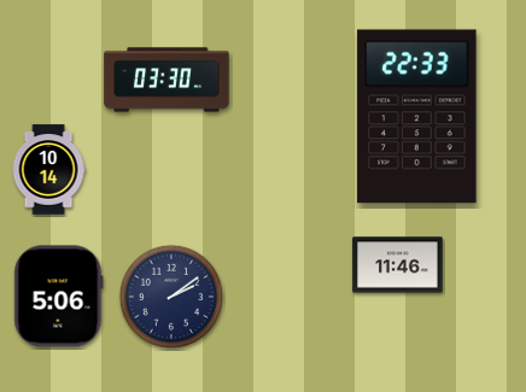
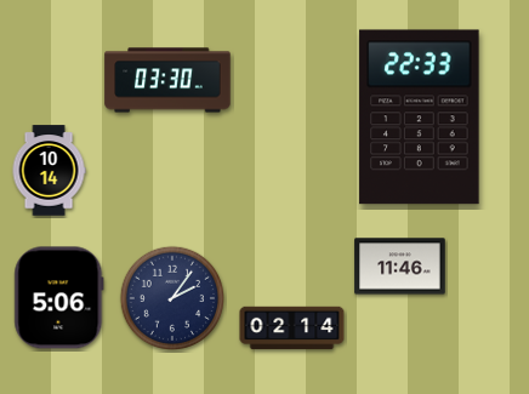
clock at (170, 296): 2:09 -> 2:06
clock at (292, 329): none -> 02:14
